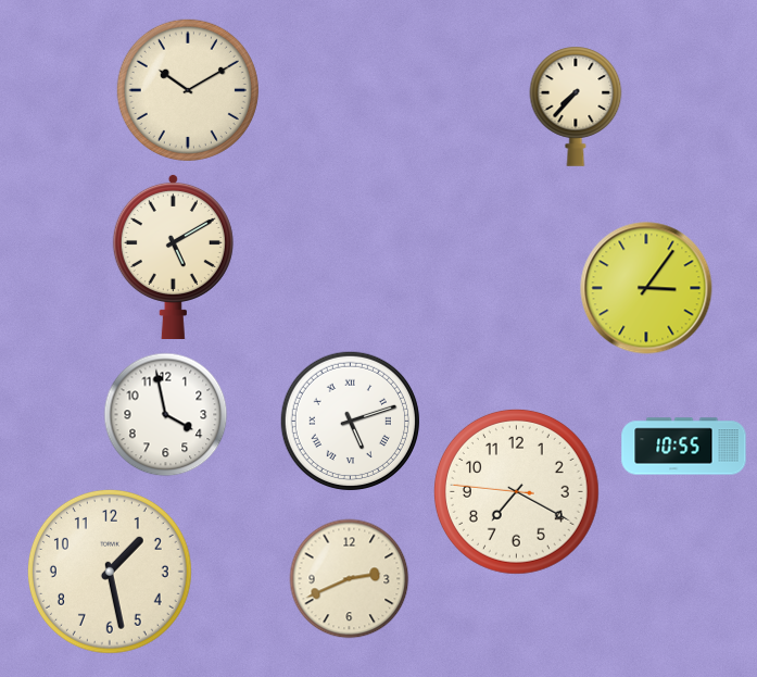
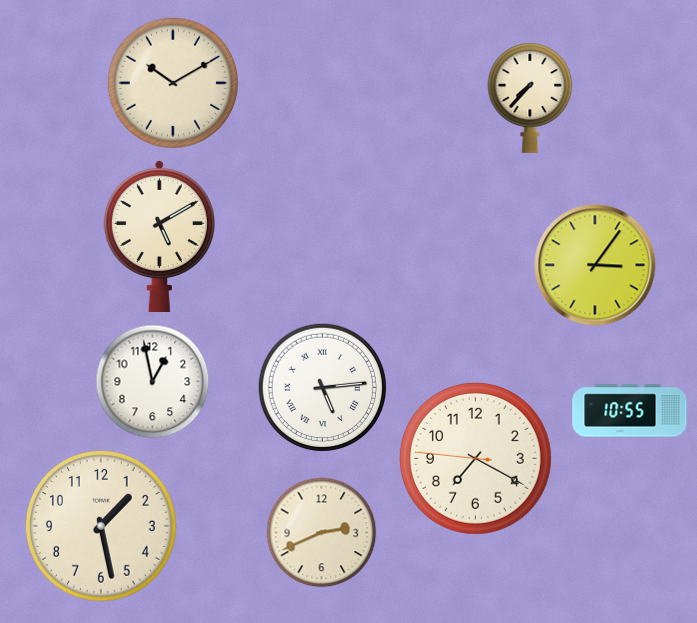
clock at (166, 415): 3:58 -> 12:58
clock at (350, 421): 5:12 -> 5:14
clock at (516, 491) position: (516, 491) -> (475, 458)
